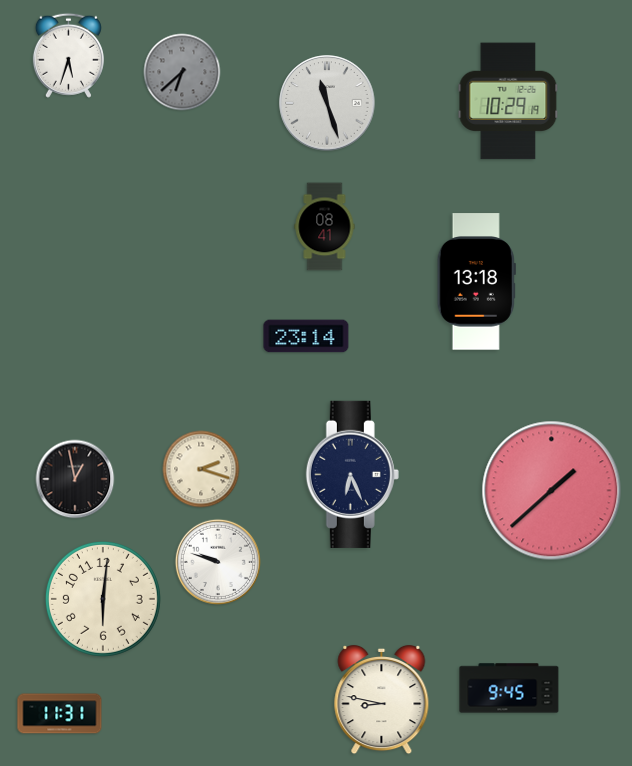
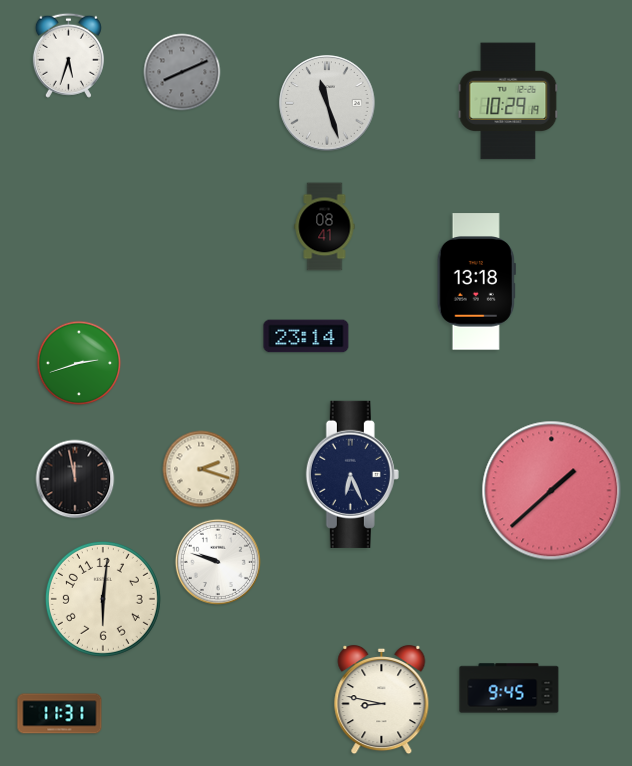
clock at (182, 72): 6:38 -> 8:11
clock at (79, 363): none -> 2:42
clock at (75, 479): 12:58 -> 11:58
